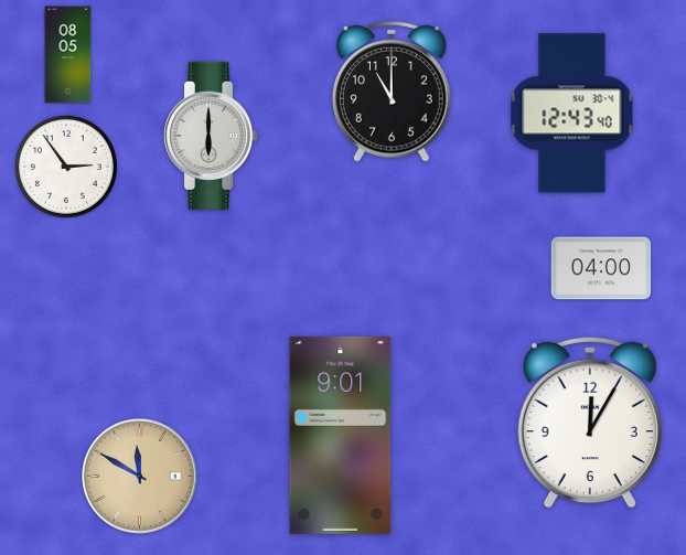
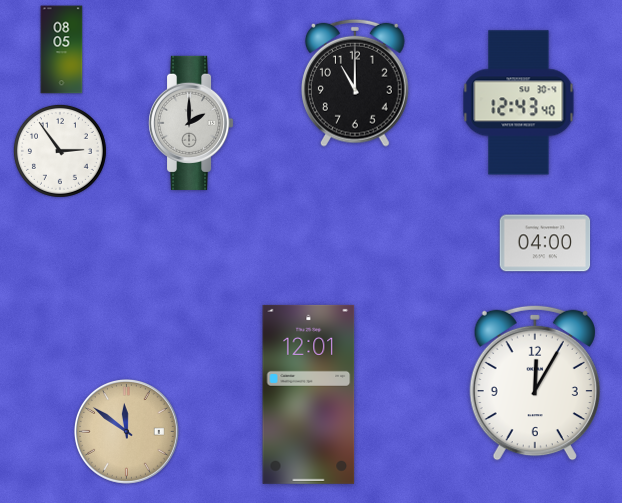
clock at (212, 136): 6:00 -> 2:00
clock at (341, 435): 9:01 -> 12:01
clock at (139, 476): 11:50 -> 11:51
